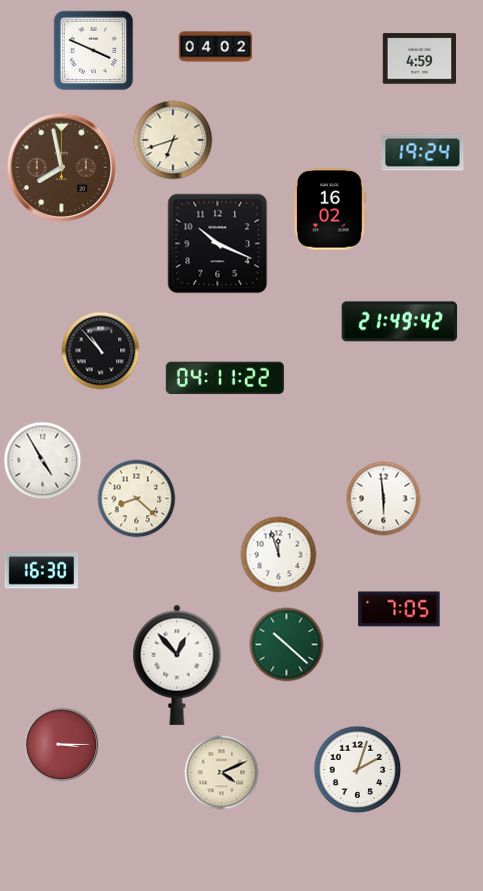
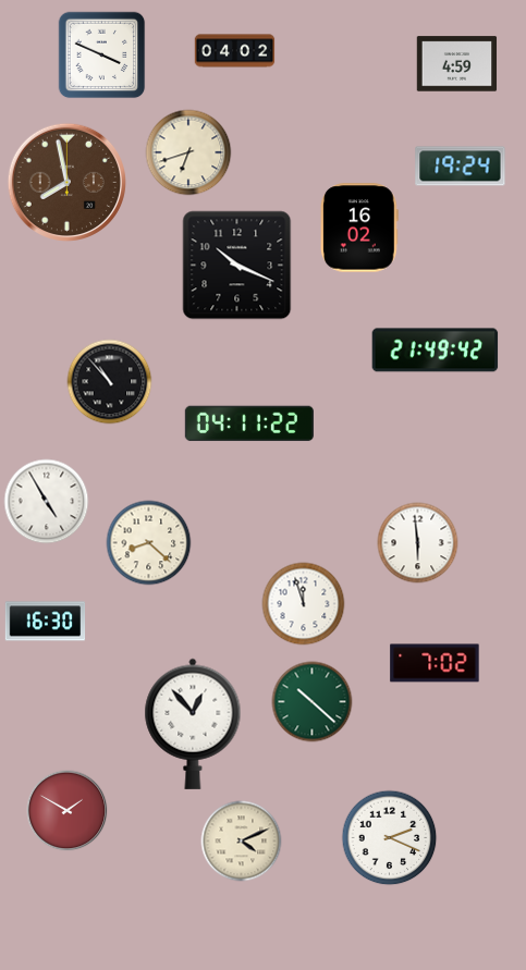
clock at (225, 378) position: (225, 378) -> (249, 423)
clock at (399, 609): 7:05 -> 7:02
clock at (62, 745): 3:15 -> 1:50
clock at (358, 770): 2:03 -> 2:19
